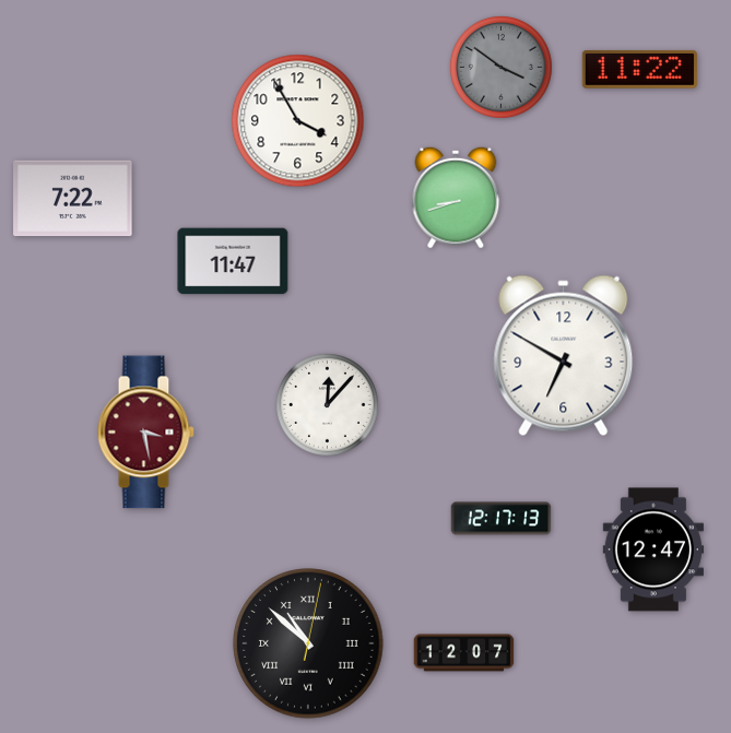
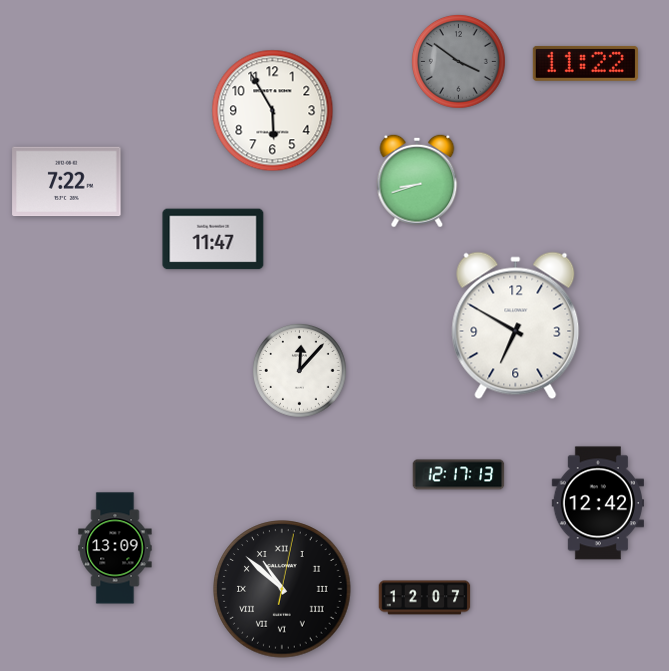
clock at (298, 121): 3:55 -> 5:55
clock at (145, 433): 3:28 -> none
clock at (652, 549): 12:47 -> 12:42
clock at (115, 548): none -> 13:09
